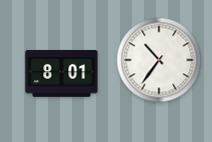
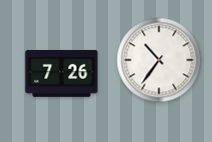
clock at (62, 73): 8:01 -> 7:26
